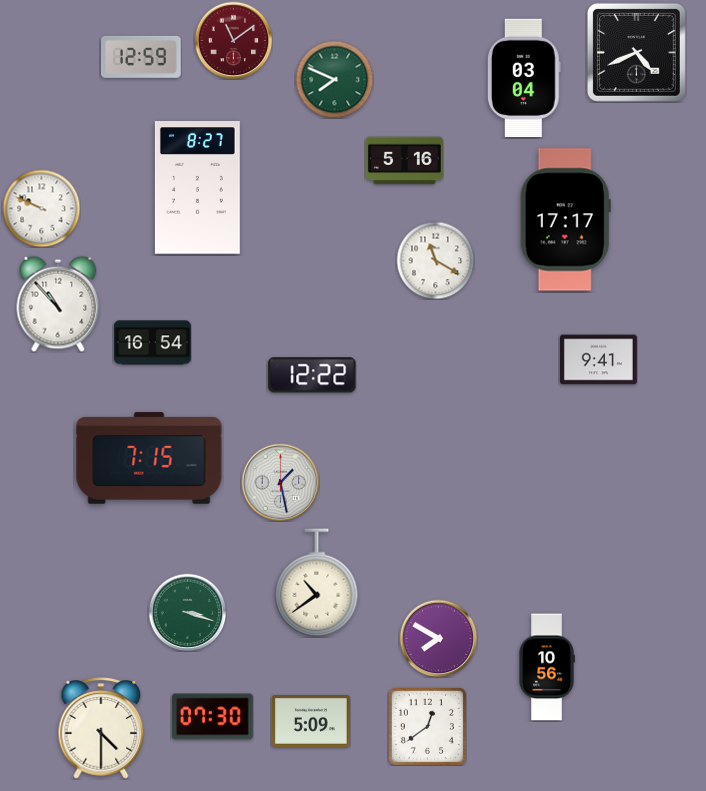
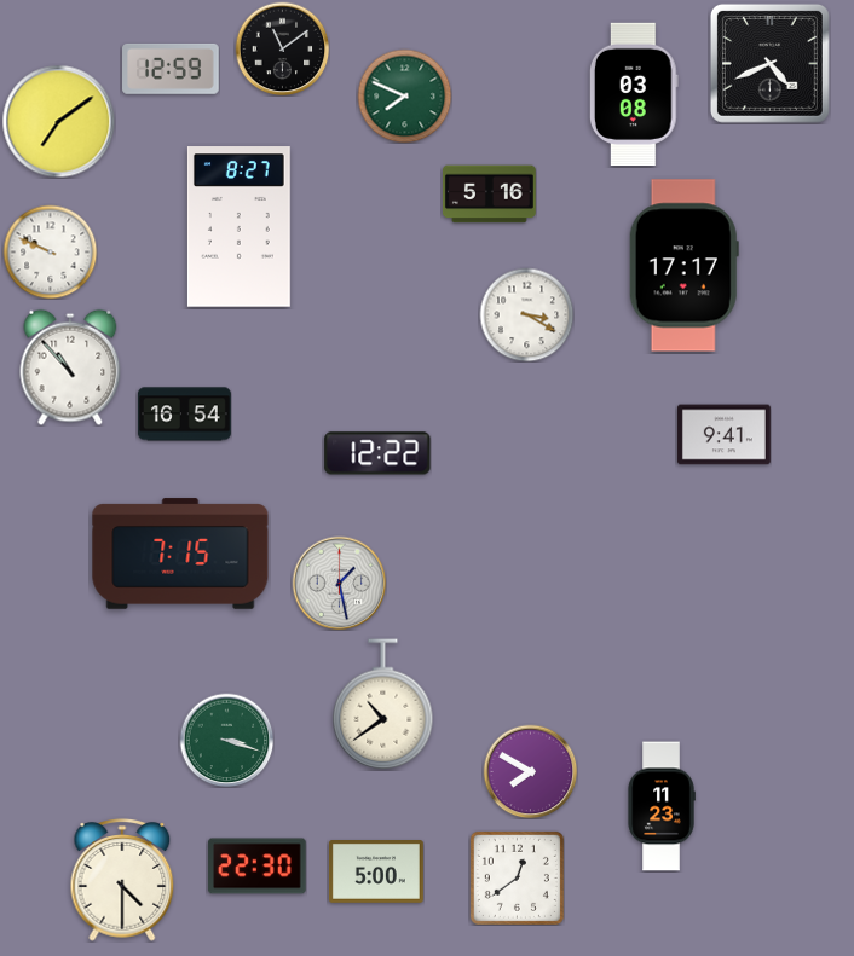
clock at (233, 40) dial: burgundy -> black
clock at (524, 77): 03:04 -> 03:08
clock at (58, 121): none -> 7:09
clock at (435, 260): 11:20 -> 3:20
clock at (547, 667): 10:56 -> 11:23
clock at (213, 717): 07:30 -> 22:30
clock at (312, 722): 5:09 -> 5:00
